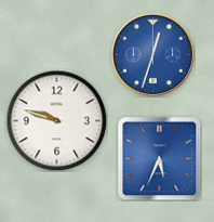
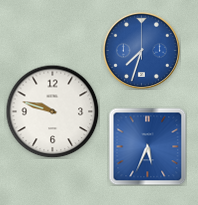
clock at (152, 54): 12:33 -> 7:33
